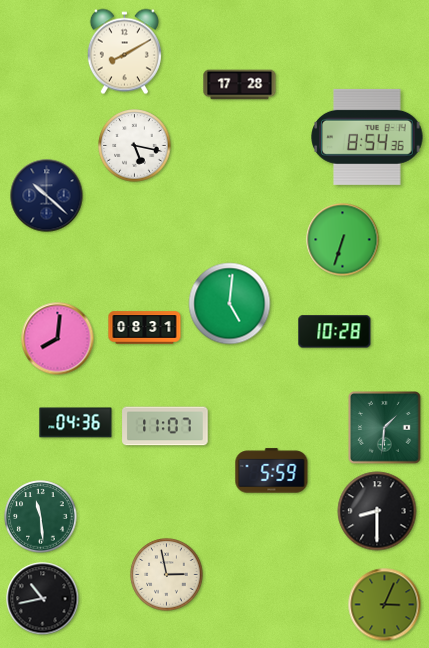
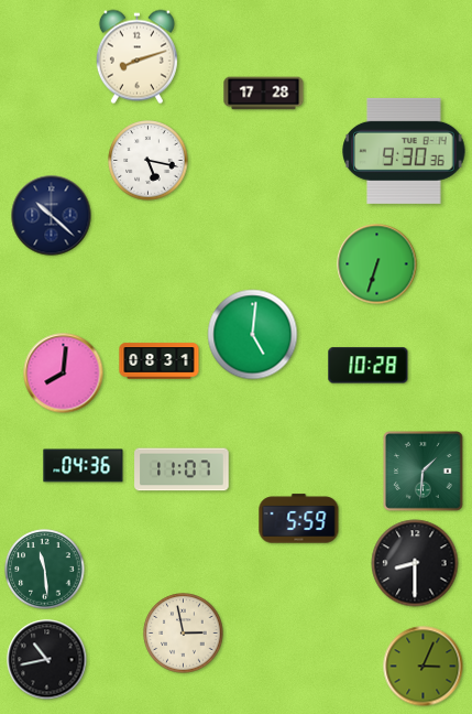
clock at (124, 52): 8:10 -> 8:12
clock at (367, 137): 8:54 -> 9:30
